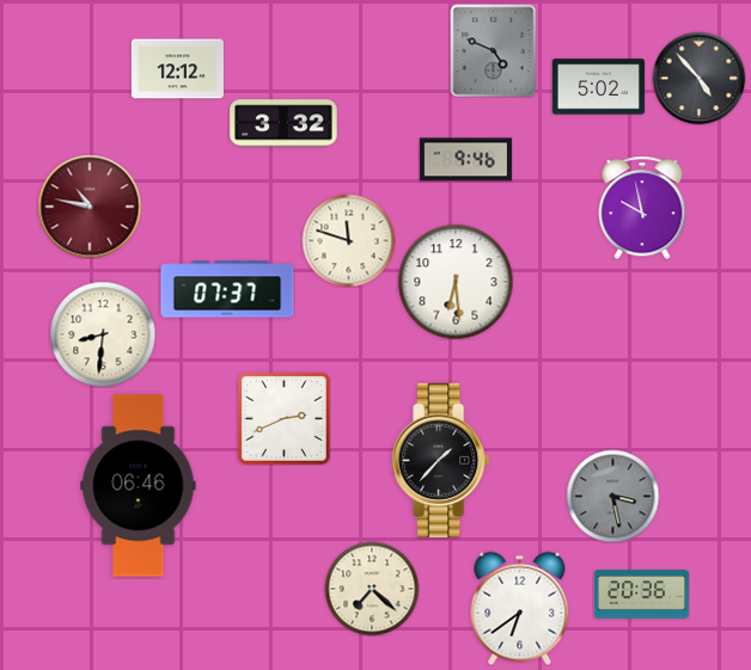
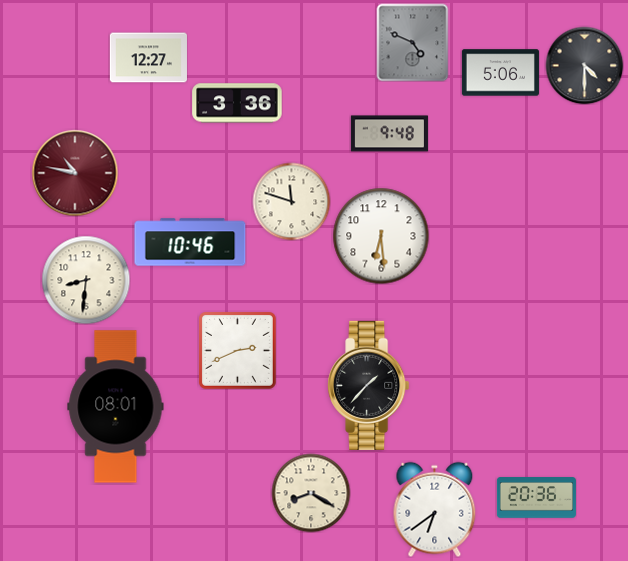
clock at (177, 69): 12:12 -> 12:27
clock at (698, 78): 4:53 -> 4:30
clock at (598, 87): 5:02 -> 5:06
clock at (283, 123): 3:32 -> 3:36
clock at (465, 160): 9:46 -> 9:48
clock at (642, 208): 9:58 -> none
clock at (227, 289): 07:37 -> 10:46
clock at (139, 486): 06:46 -> 08:01
clock at (612, 496): 3:28 -> none
clock at (372, 589): 7:22 -> 8:20
